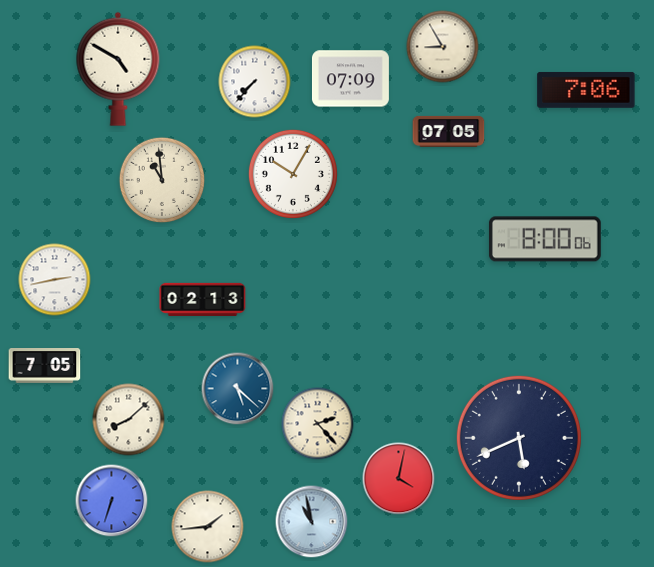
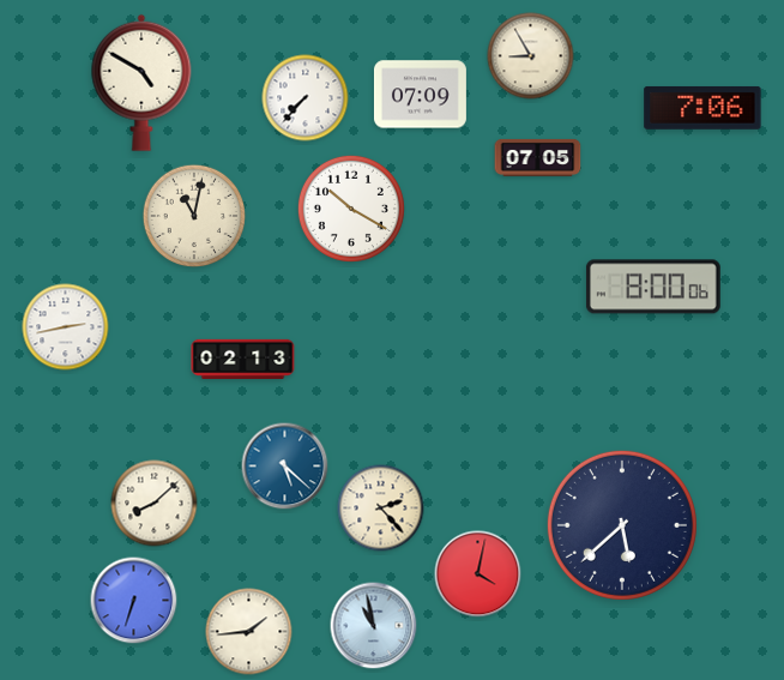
clock at (293, 174): 10:05 -> 10:20
clock at (162, 180): 10:59 -> 11:02
clock at (55, 280) position: (55, 280) -> (66, 327)
clock at (45, 366): 7:05 -> none
clock at (519, 438): 5:41 -> 5:38
